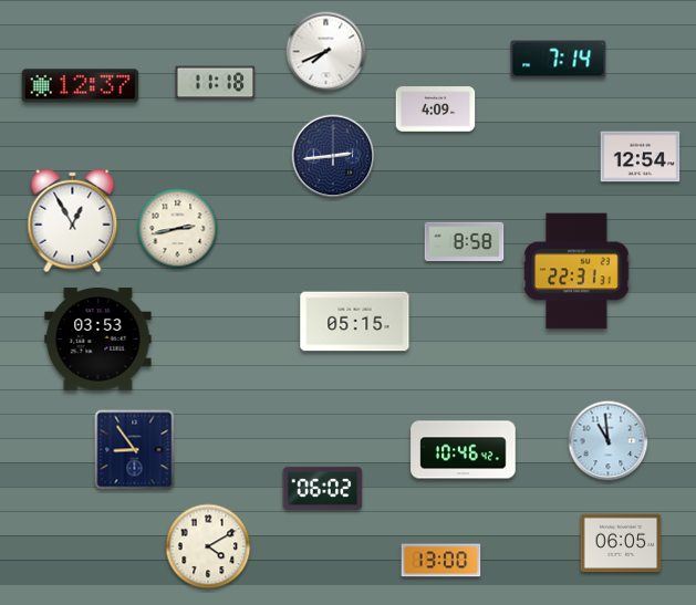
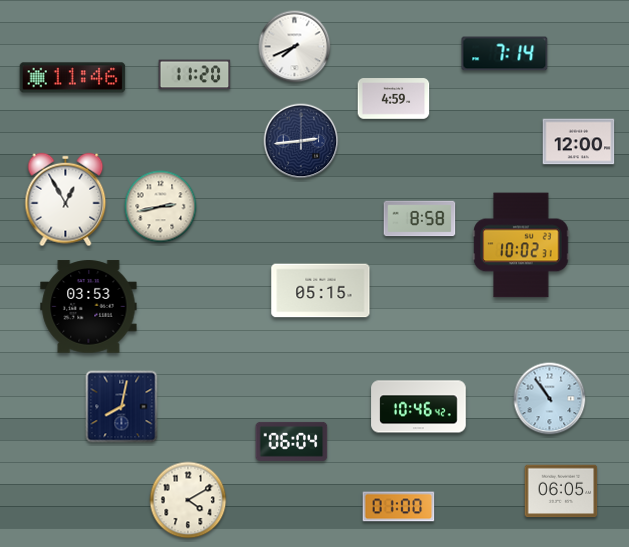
clock at (216, 83): 11:18 -> 11:20
clock at (81, 86): 12:37 -> 11:46
clock at (436, 109): 4:09 -> 4:59
clock at (641, 157): 12:54 -> 12:00
clock at (576, 271): 22:31 -> 10:02
clock at (609, 441): 10:59 -> 10:54
clock at (135, 450): 8:54 -> 8:02
clock at (323, 488): 06:02 -> 06:04
clock at (208, 546) position: (208, 546) -> (188, 500)
clock at (442, 561): 13:00 -> 01:00
